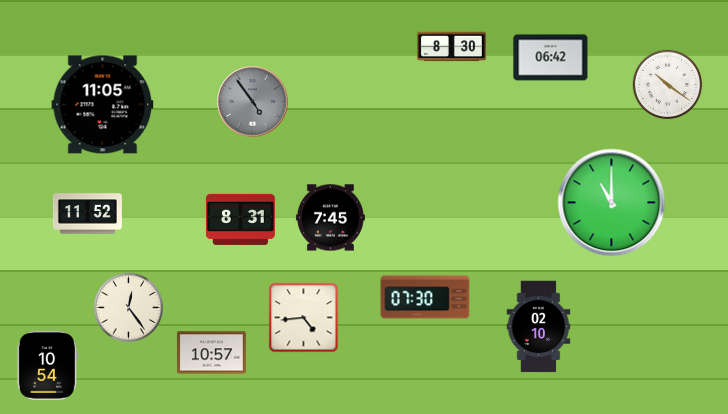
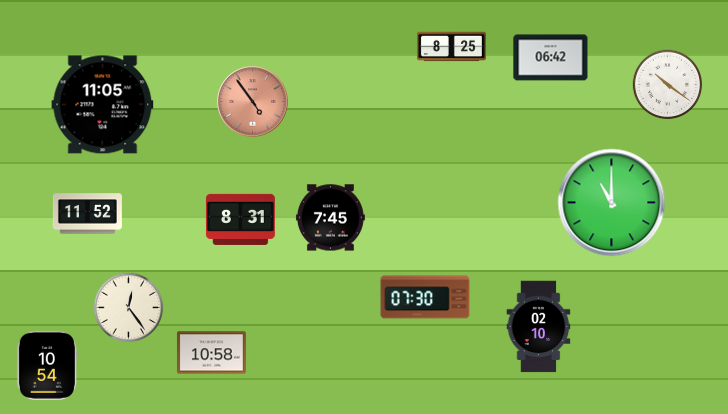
clock at (451, 47): 8:30 -> 8:25
clock at (253, 102) dial: grey -> salmon
clock at (304, 318): 4:44 -> none
clock at (211, 353): 10:57 -> 10:58
